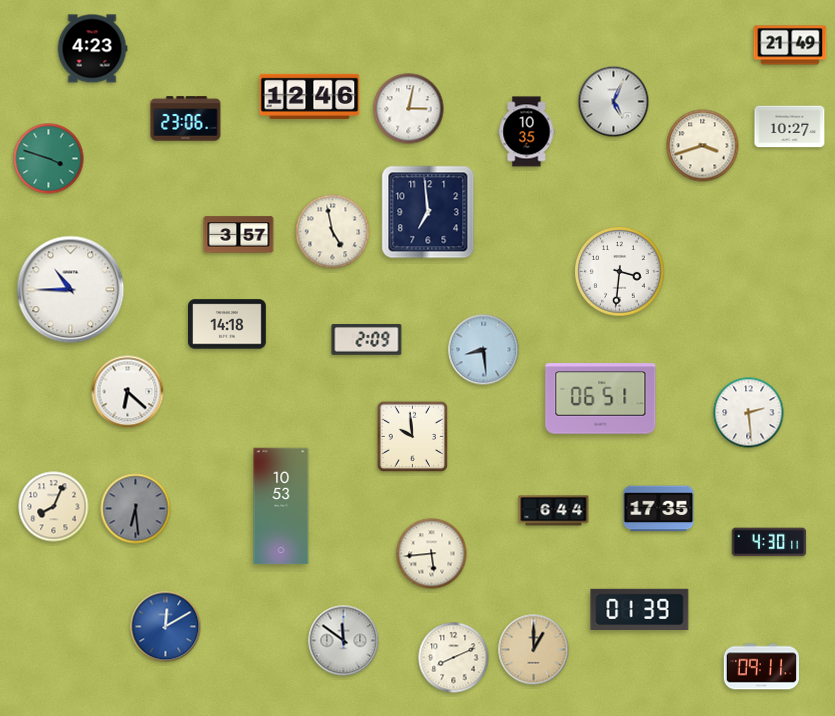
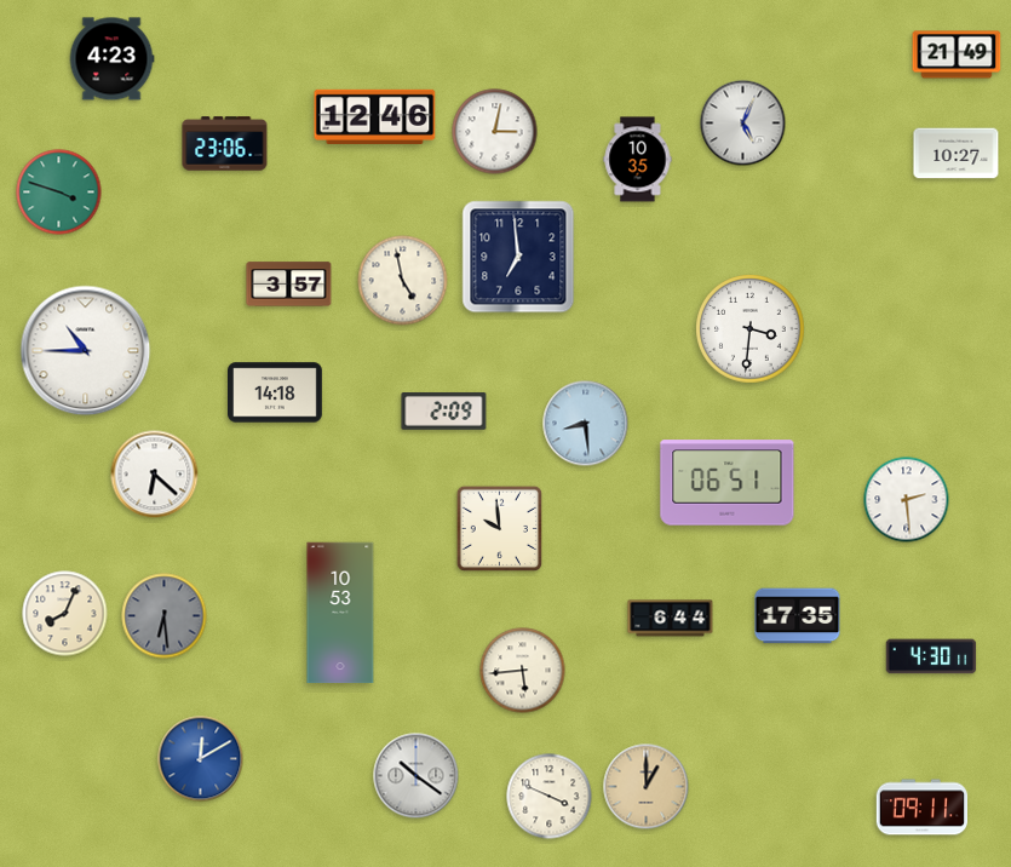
clock at (703, 146): 3:42 -> none
clock at (640, 609): 01:39 -> none
clock at (344, 641): 11:51 -> 10:21
clock at (454, 658): 8:11 -> 3:49
